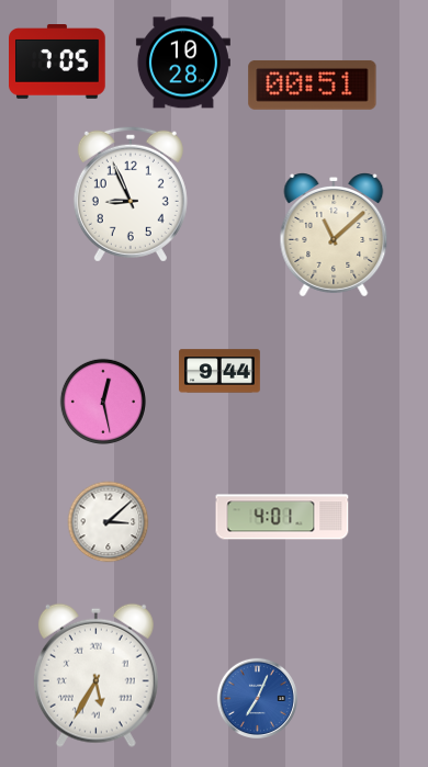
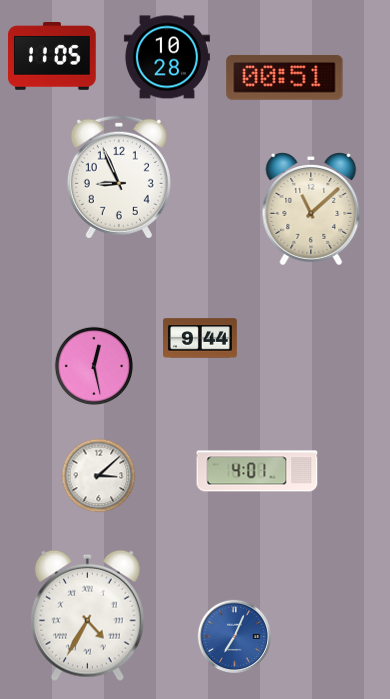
clock at (57, 63): 7:05 -> 11:05
clock at (334, 236) position: (334, 236) -> (311, 210)
clock at (95, 675): 5:35 -> 4:35
